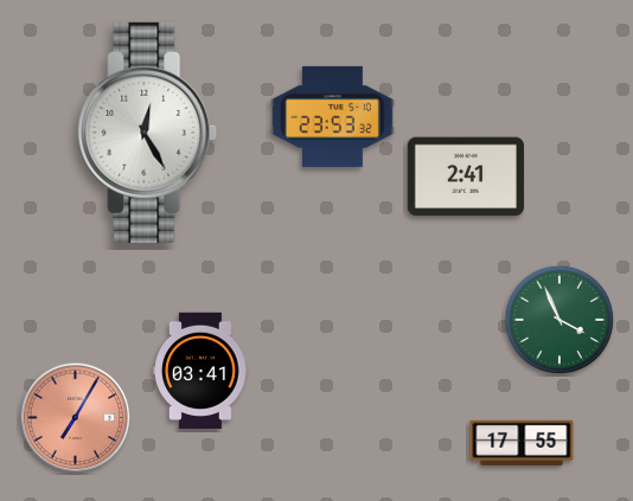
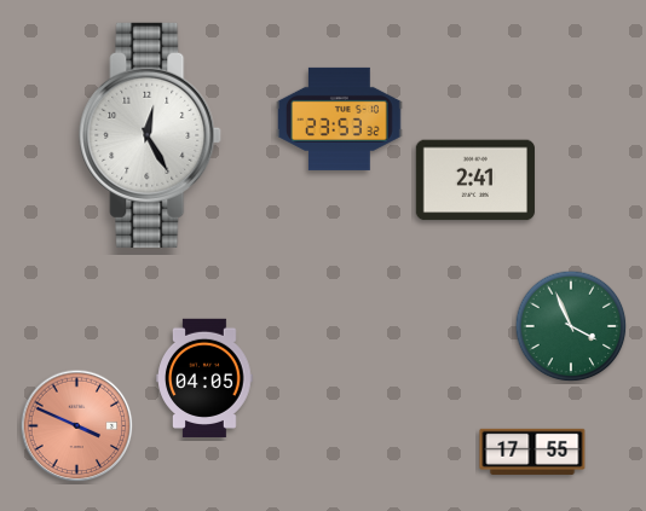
clock at (200, 370): 03:41 -> 04:05
clock at (76, 418): 7:05 -> 3:49
